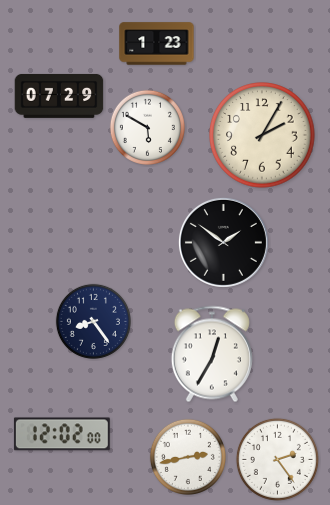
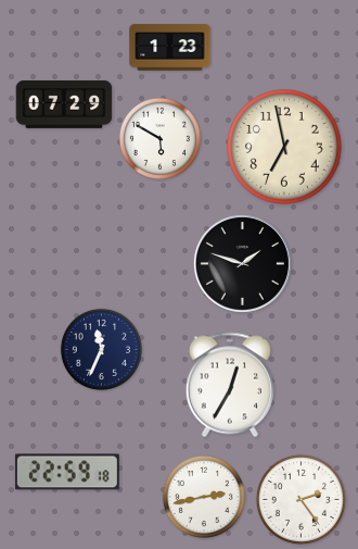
clock at (262, 135): 2:05 -> 6:58
clock at (223, 242): 1:51 -> 1:48
clock at (93, 321): 8:24 -> 11:34
clock at (62, 434): 12:02 -> 22:59
